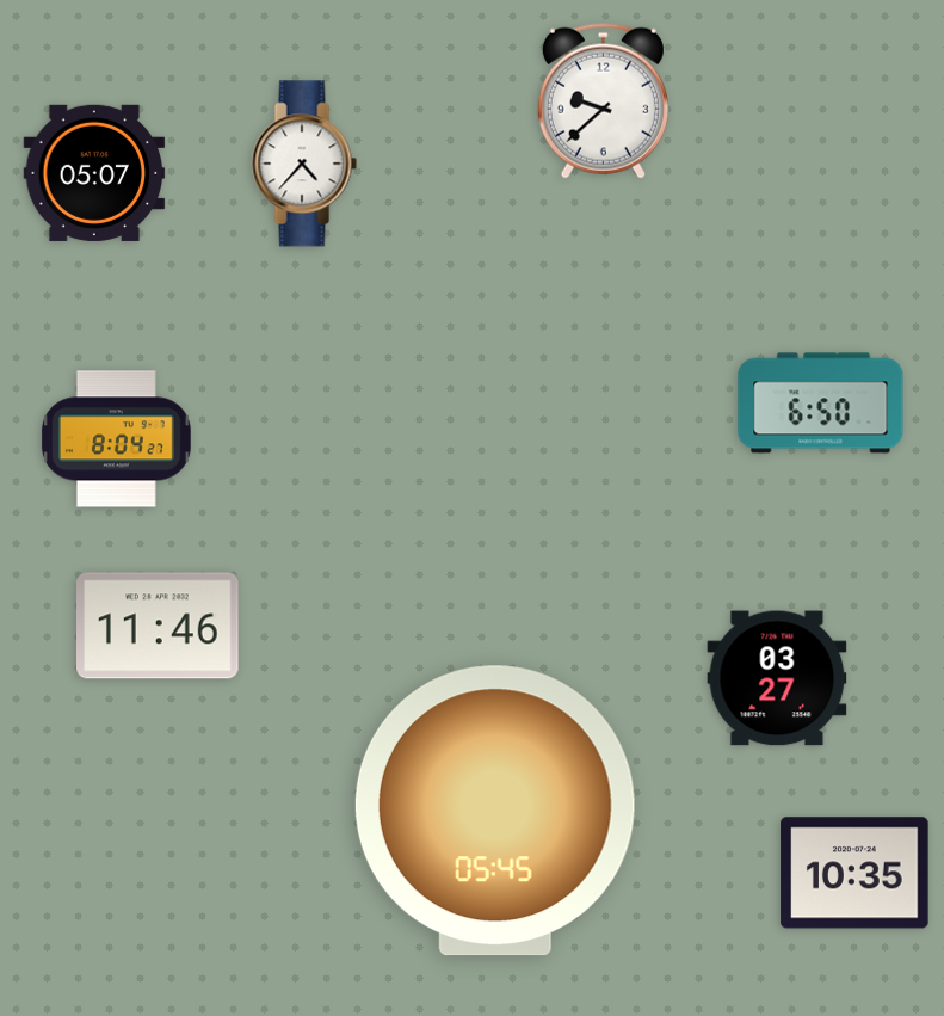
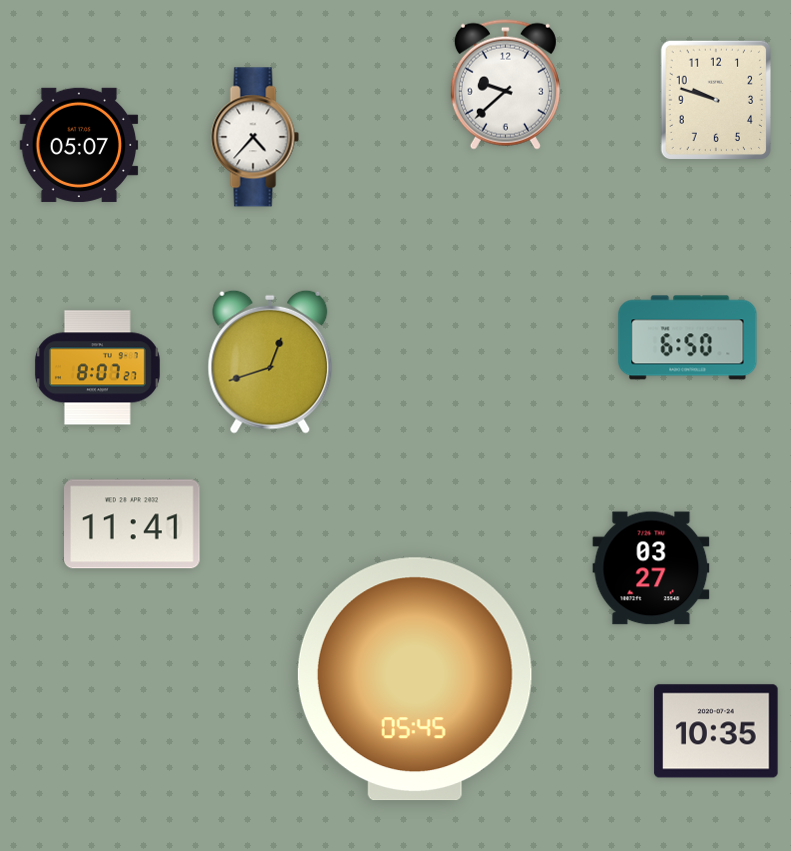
clock at (715, 100): none -> 9:48
clock at (270, 362): none -> 12:42
clock at (116, 439): 8:04 -> 8:07
clock at (158, 626): 11:46 -> 11:41
